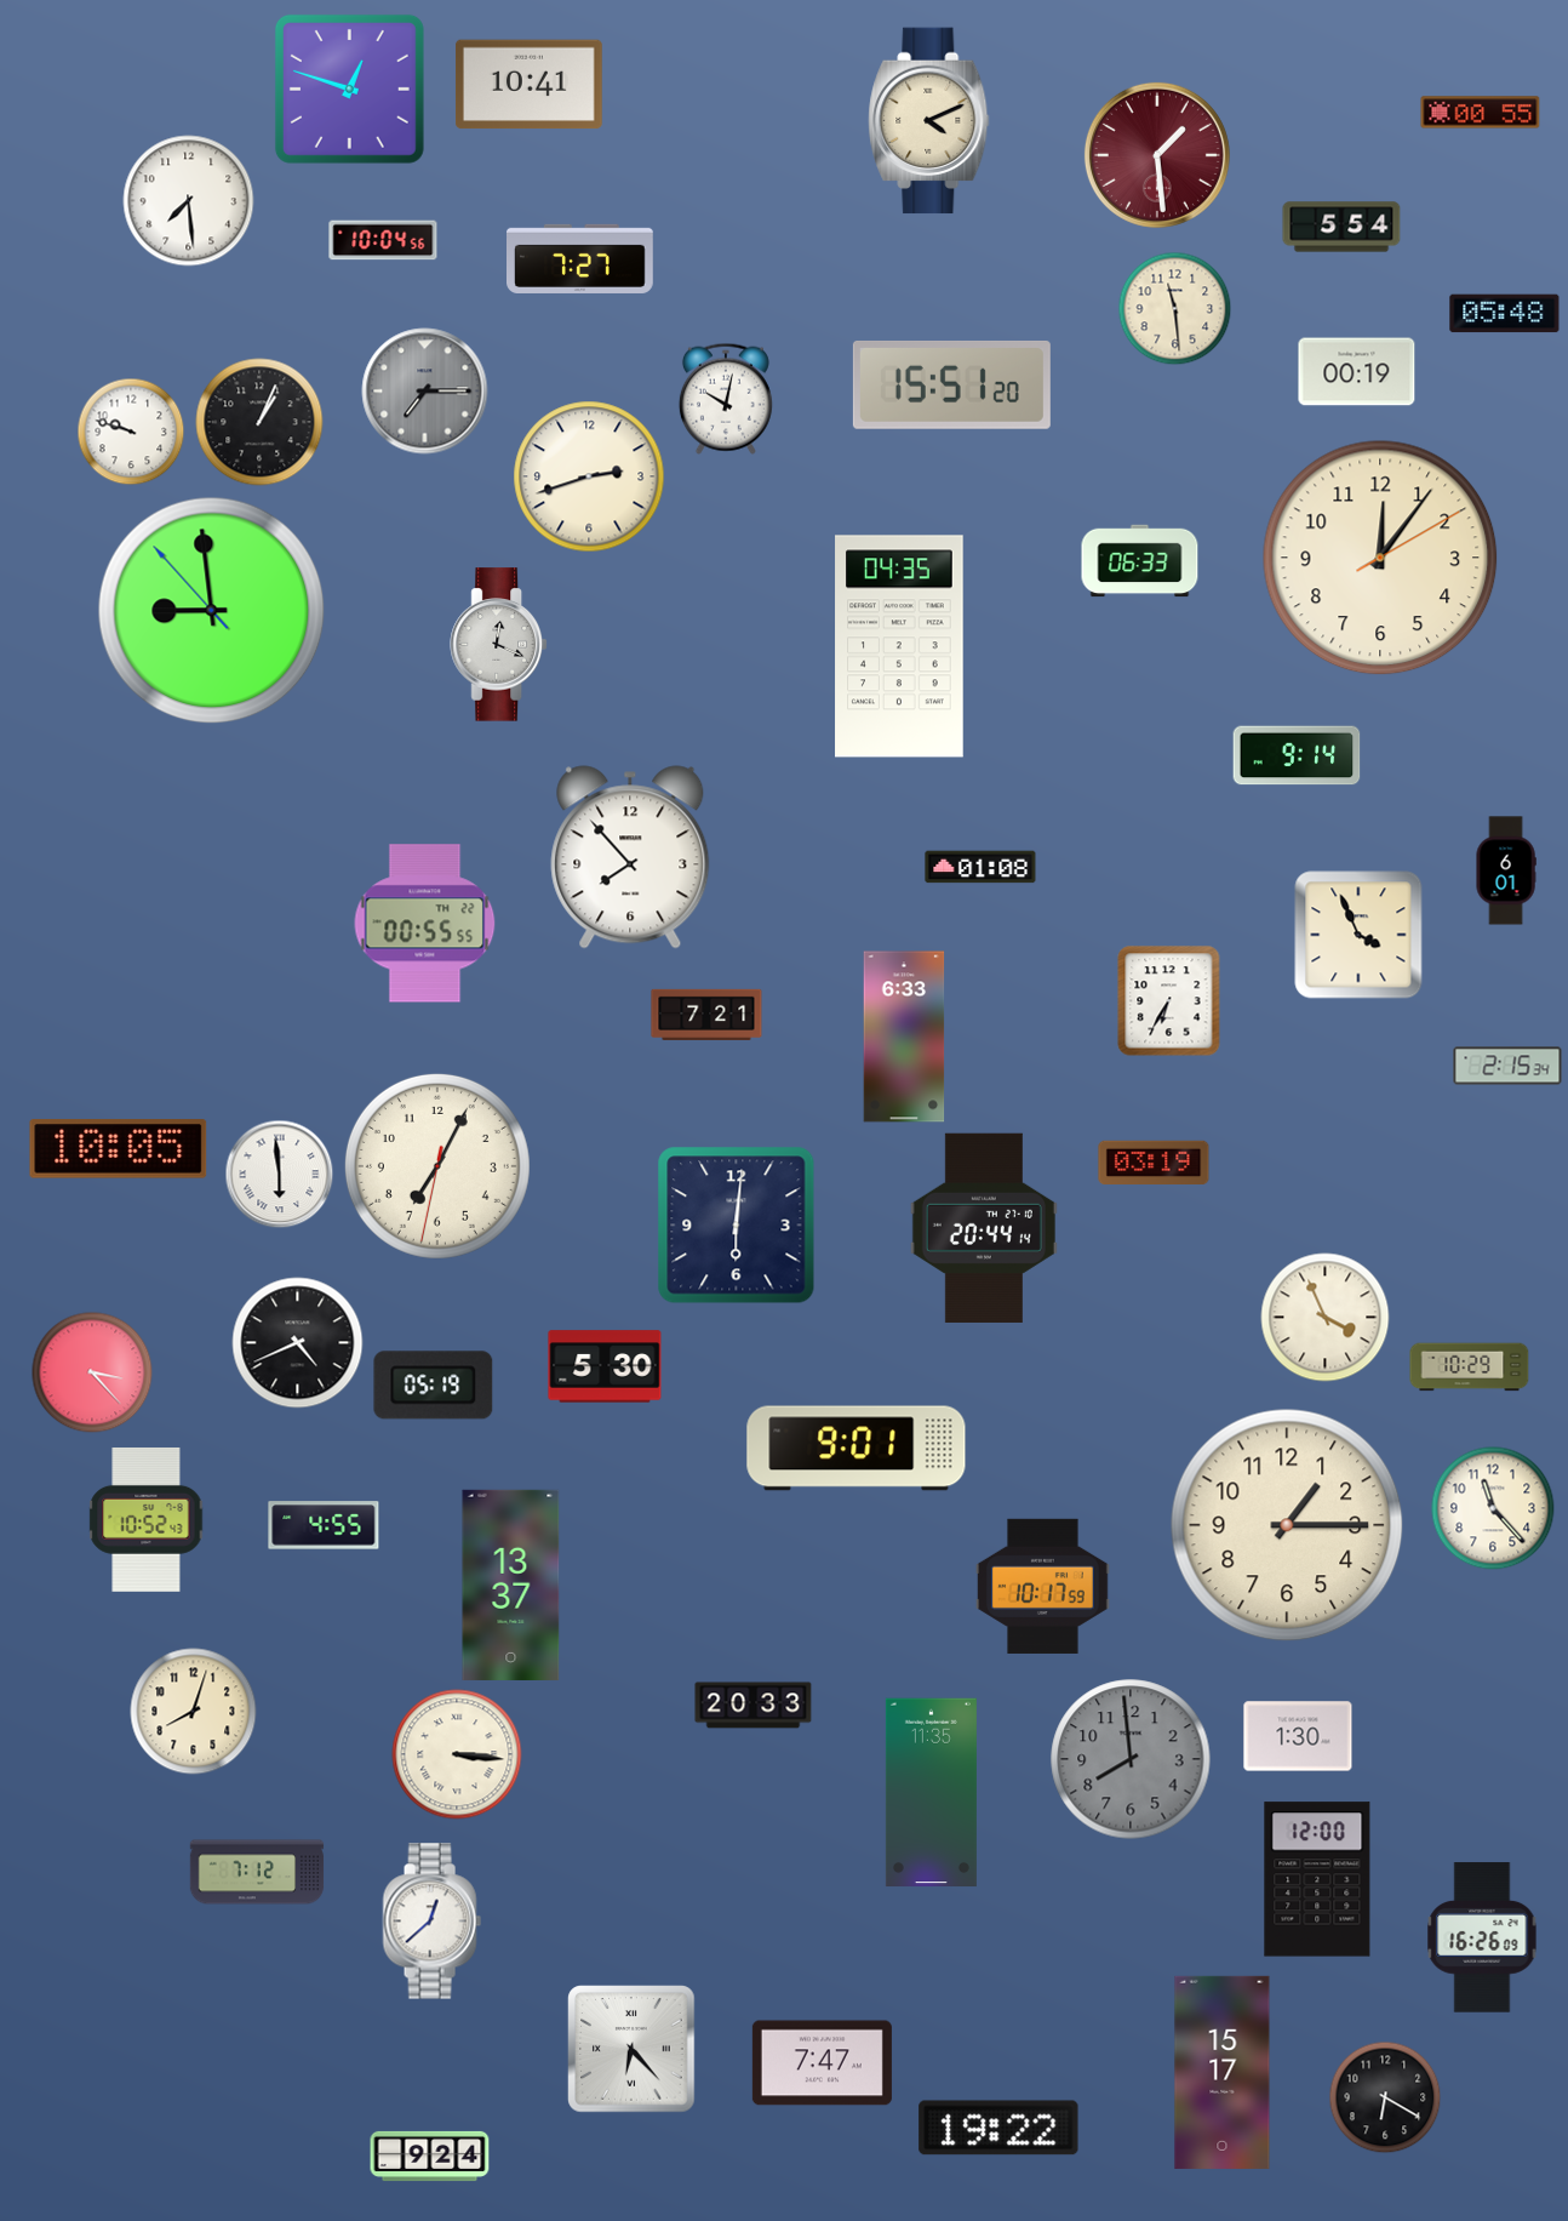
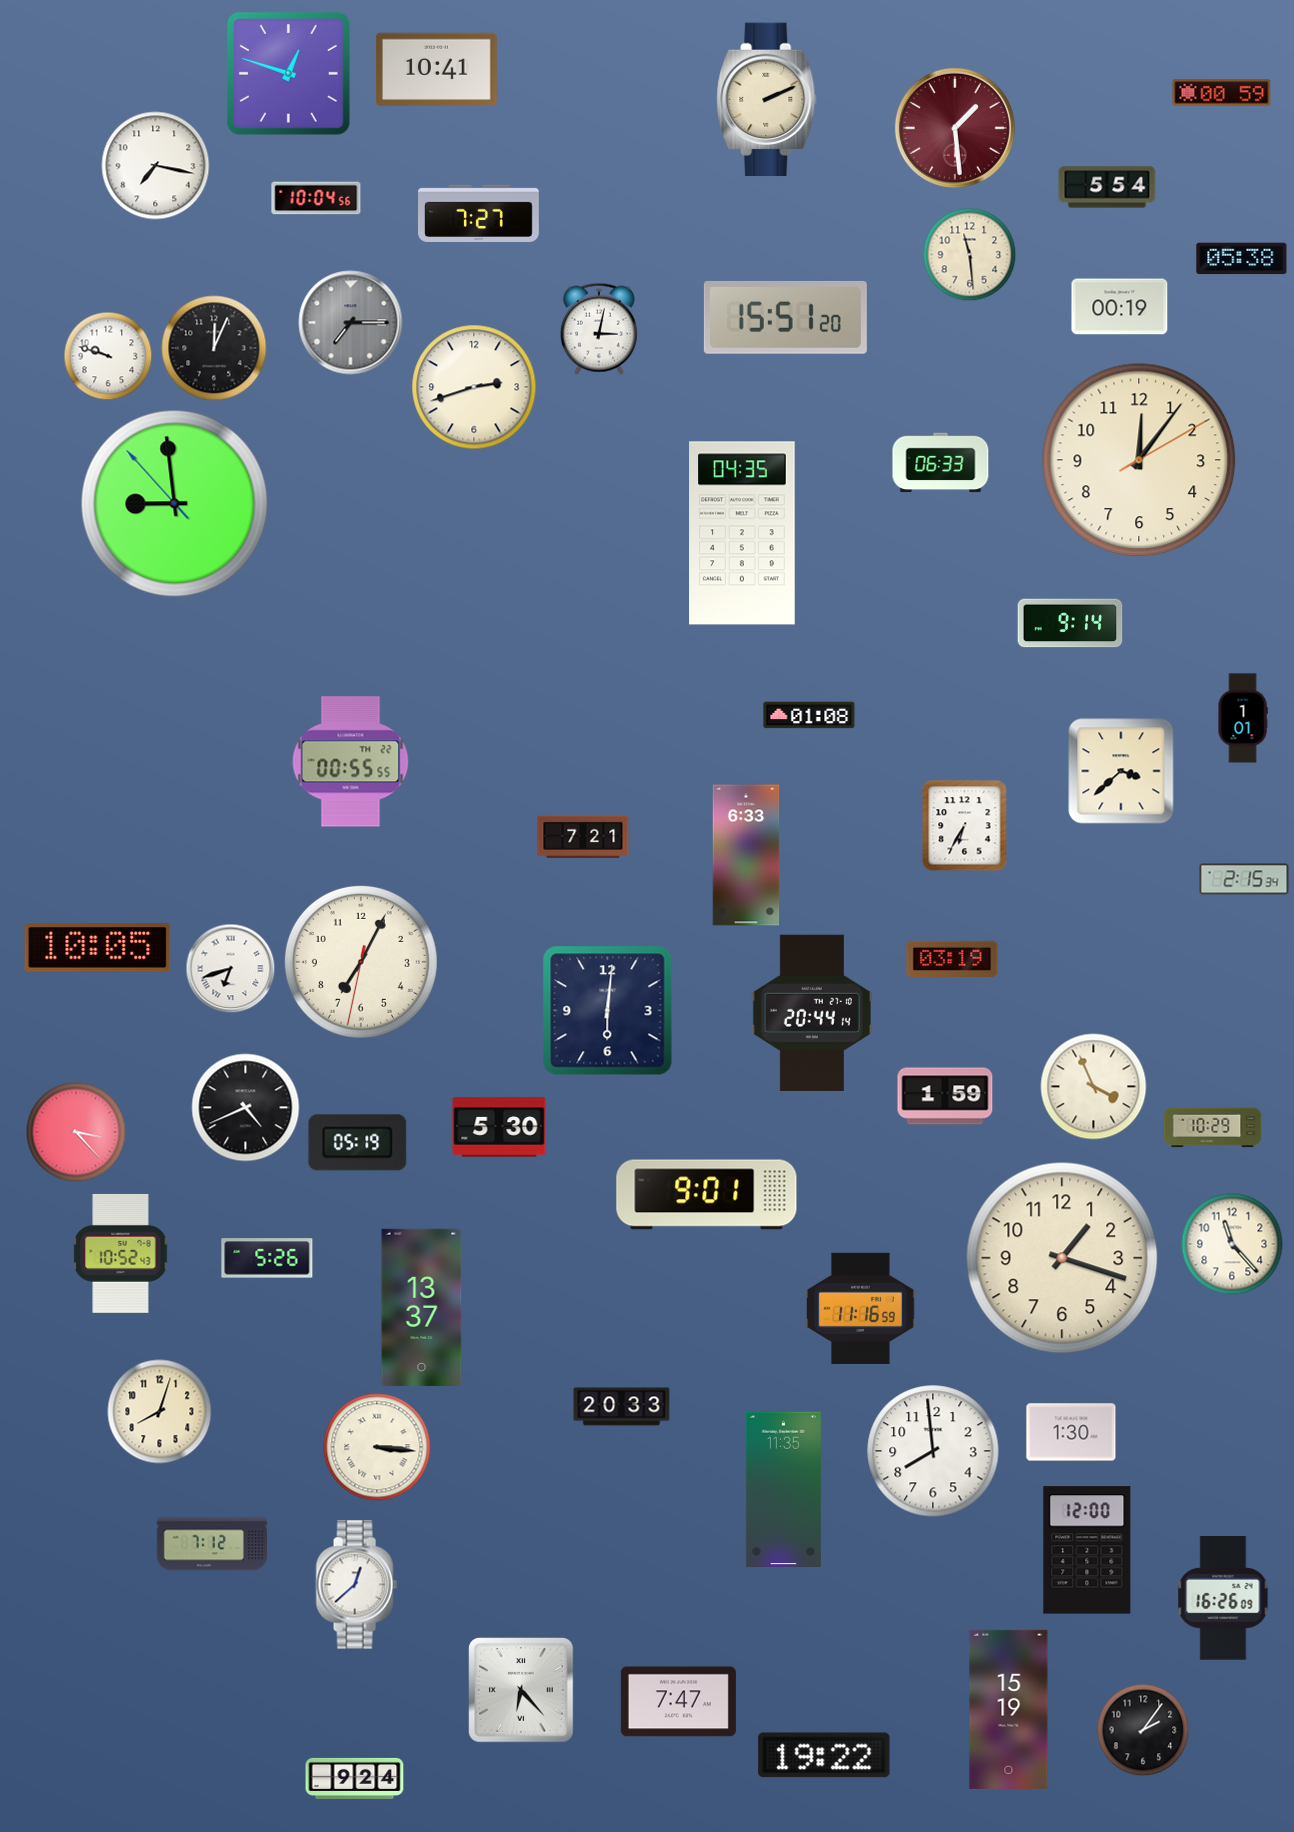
clock at (1481, 113): 00:55 -> 00:59
clock at (929, 121): 4:11 -> 2:11
clock at (189, 201): 7:29 -> 7:17
clock at (1505, 314): 05:48 -> 05:38
clock at (726, 399): 10:02 -> 3:02
clock at (259, 422): 1:04 -> 12:04
clock at (589, 476) position: (589, 476) -> (474, 387)
clock at (498, 645): 12:19 -> none
clock at (630, 857): 7:53 -> none
clock at (1506, 870): 6:01 -> 1:01
clock at (1358, 935): 3:56 -> 3:38
clock at (279, 1174): 5:59 -> 6:42
clock at (945, 1096): none -> 1:59
clock at (324, 1525): 4:55 -> 5:26
clock at (1287, 1525): 1:15 -> 1:18
clock at (1043, 1586): 10:17 -> 11:16
clock at (1131, 1759) dial: grey -> white
clock at (931, 1793) position: (931, 1793) -> (783, 1490)
clock at (1223, 2072): 15:17 -> 15:19
clock at (1385, 2097): 6:20 -> 2:06
